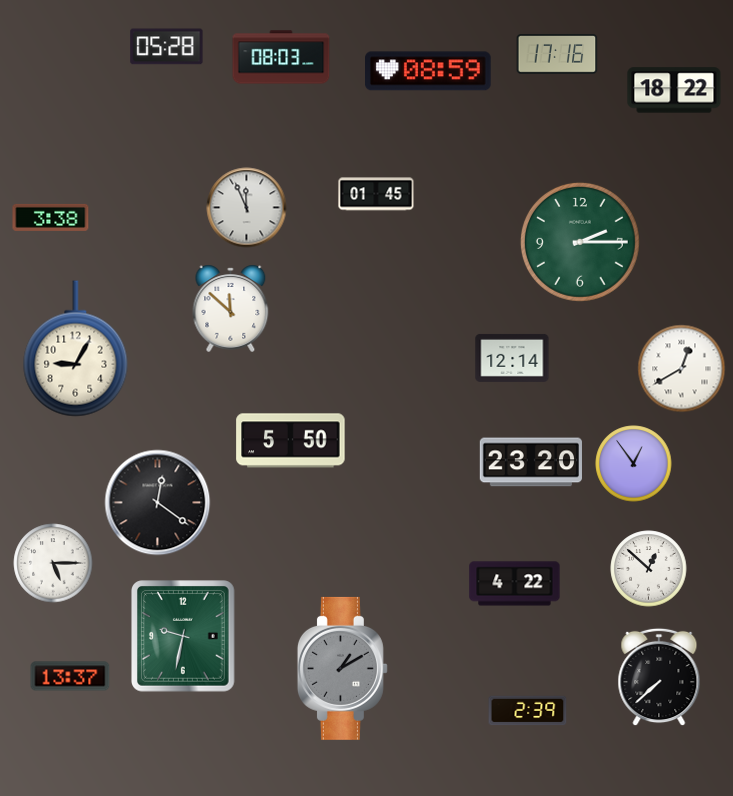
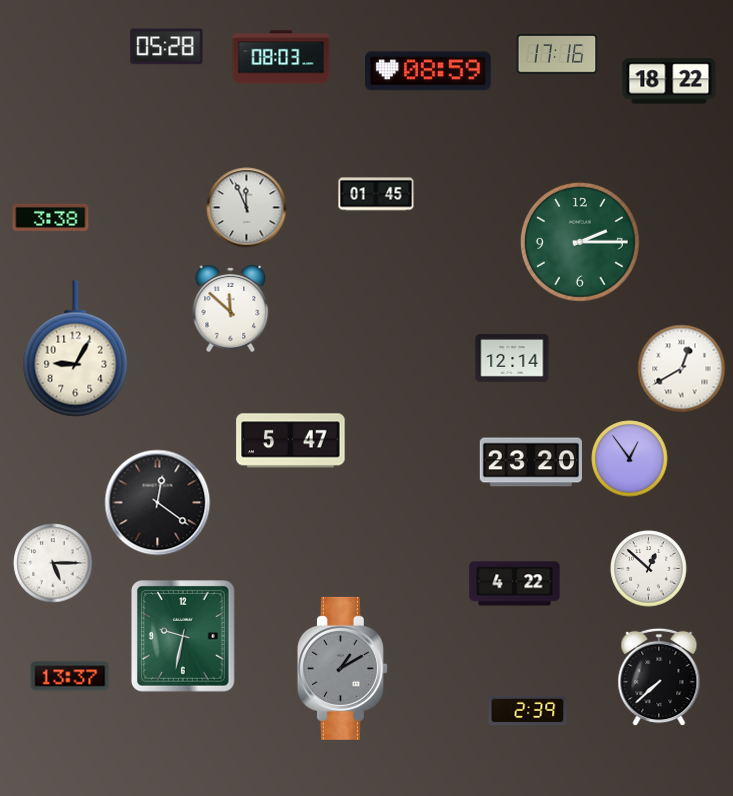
clock at (674, 90) position: (674, 90) -> (669, 81)
clock at (291, 441): 5:50 -> 5:47
clock at (634, 464) position: (634, 464) -> (630, 459)
